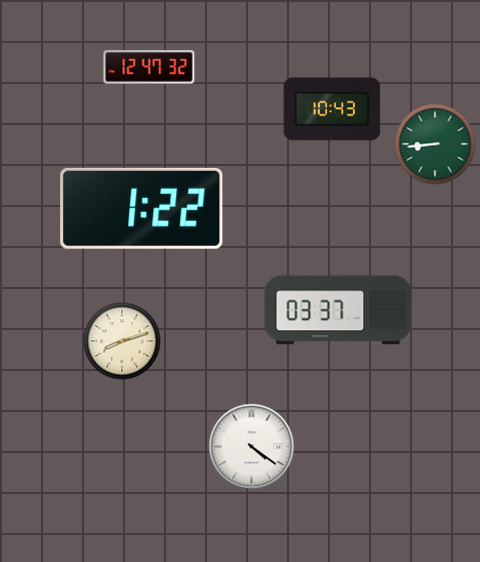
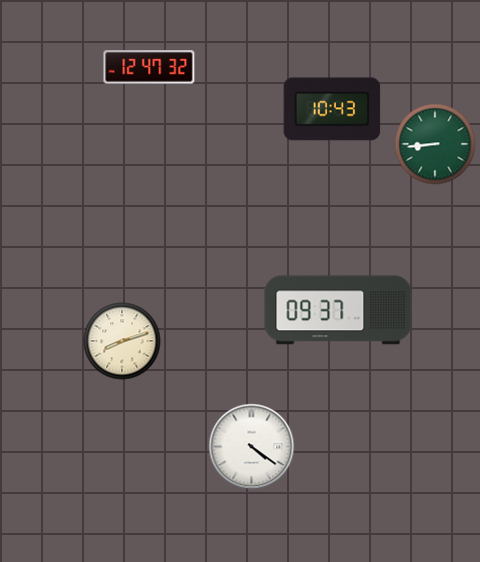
clock at (142, 208): 1:22 -> none
clock at (338, 310): 03:37 -> 09:37
